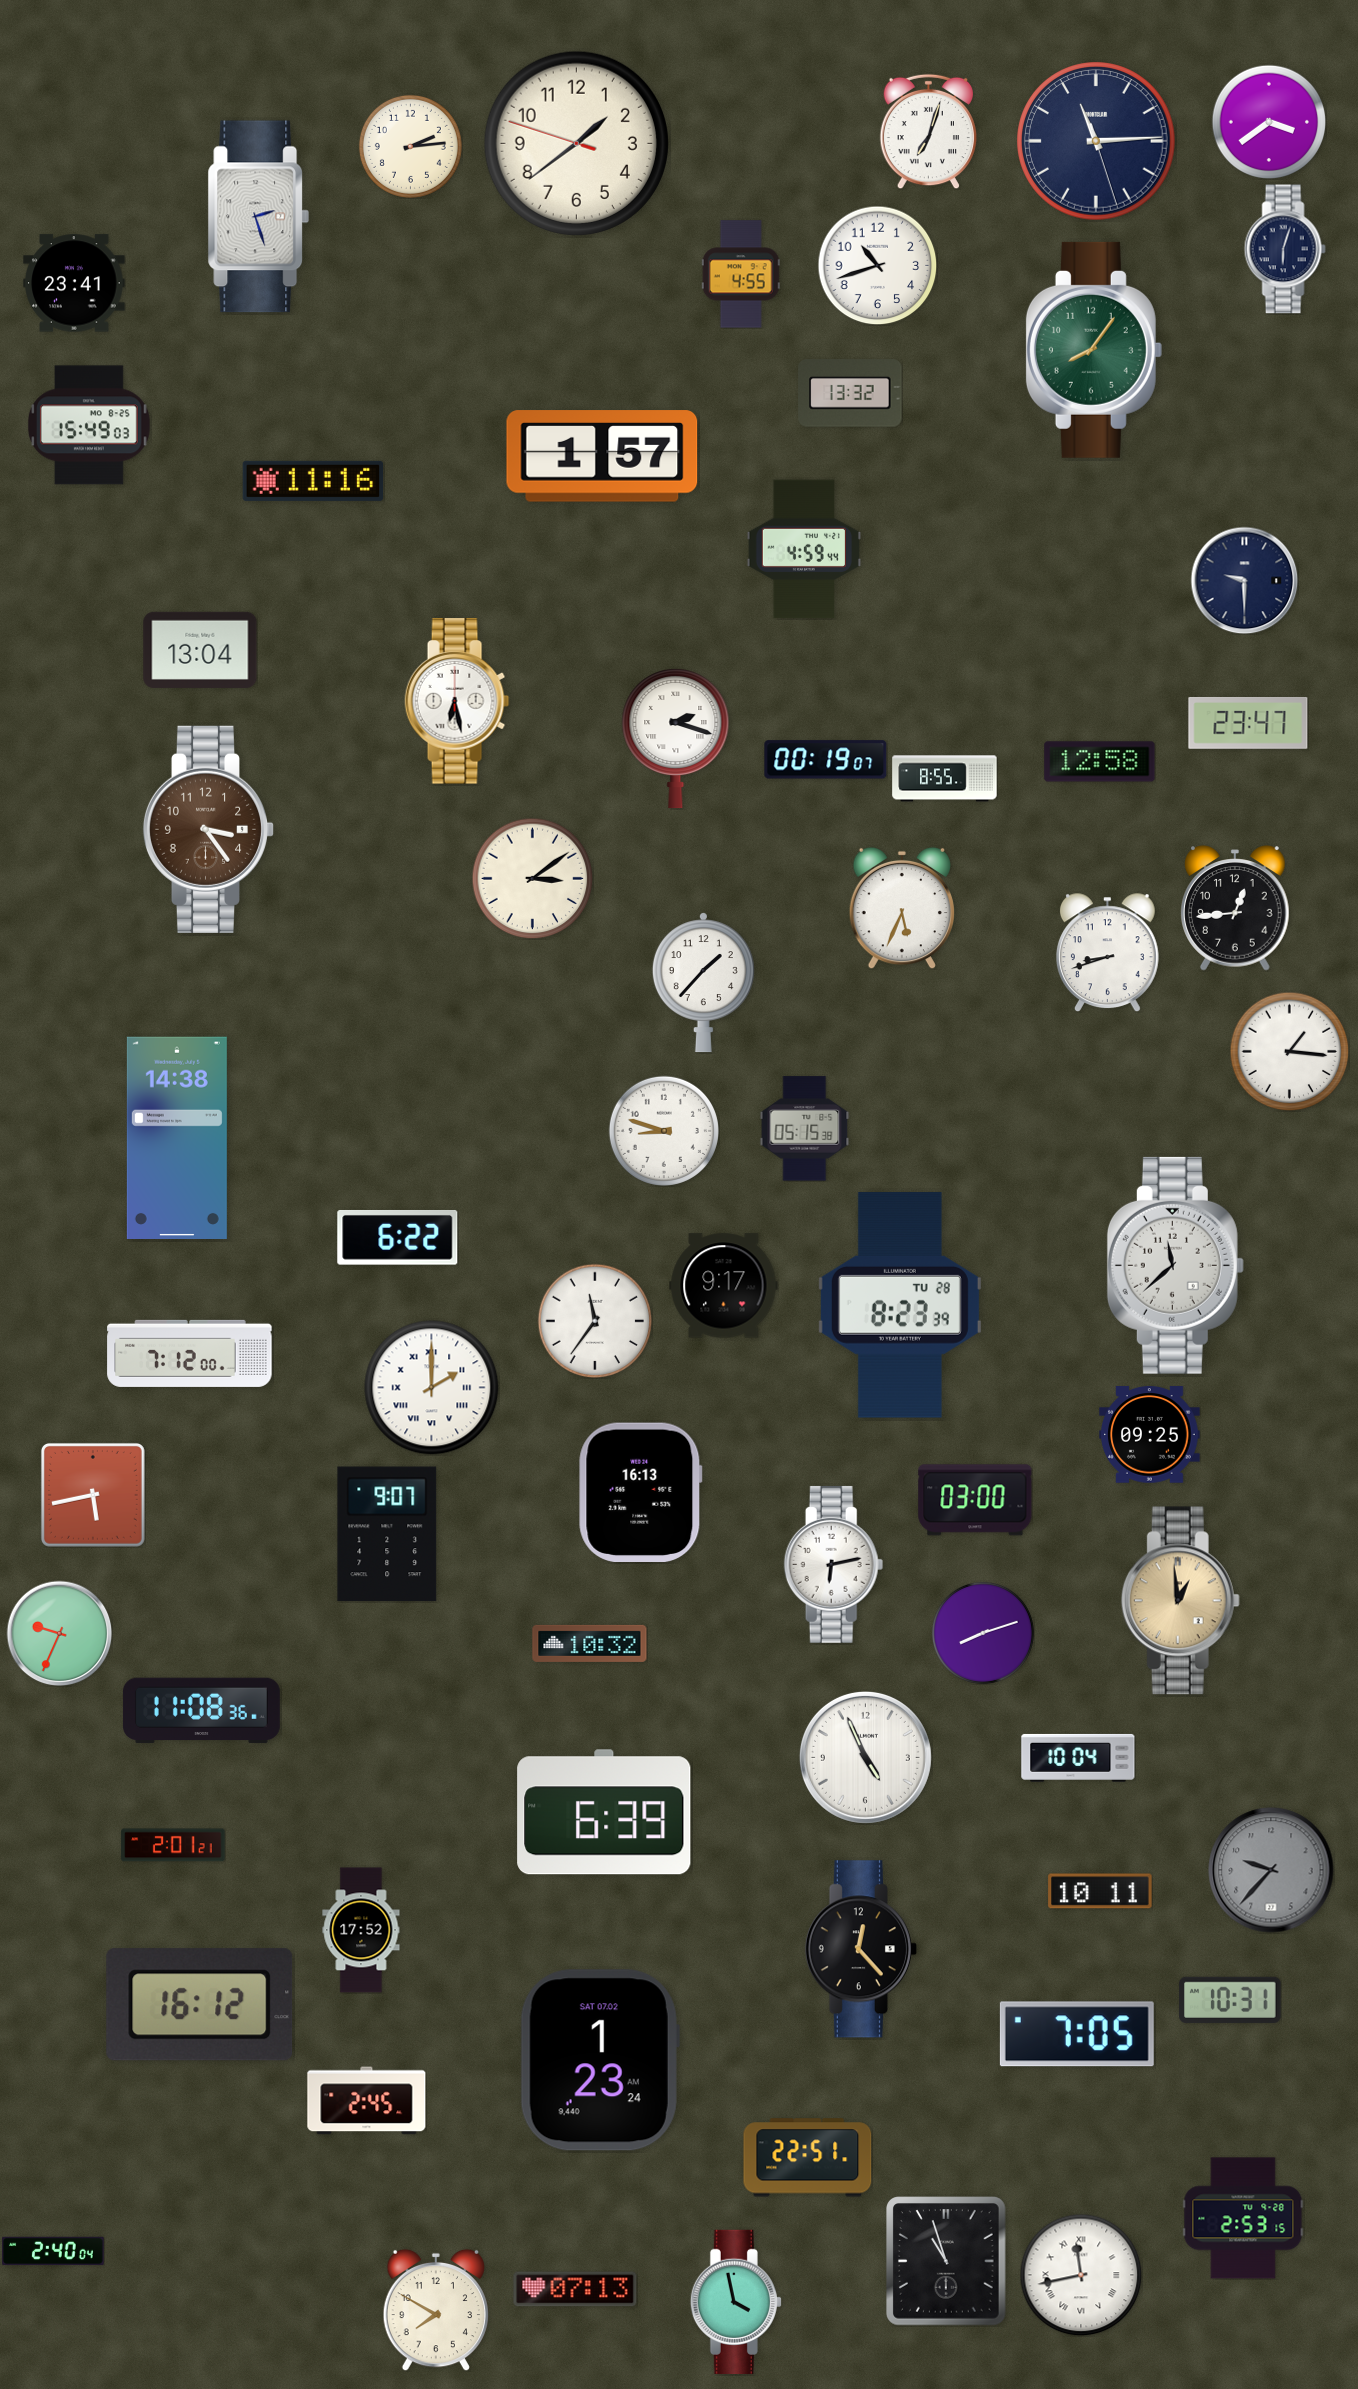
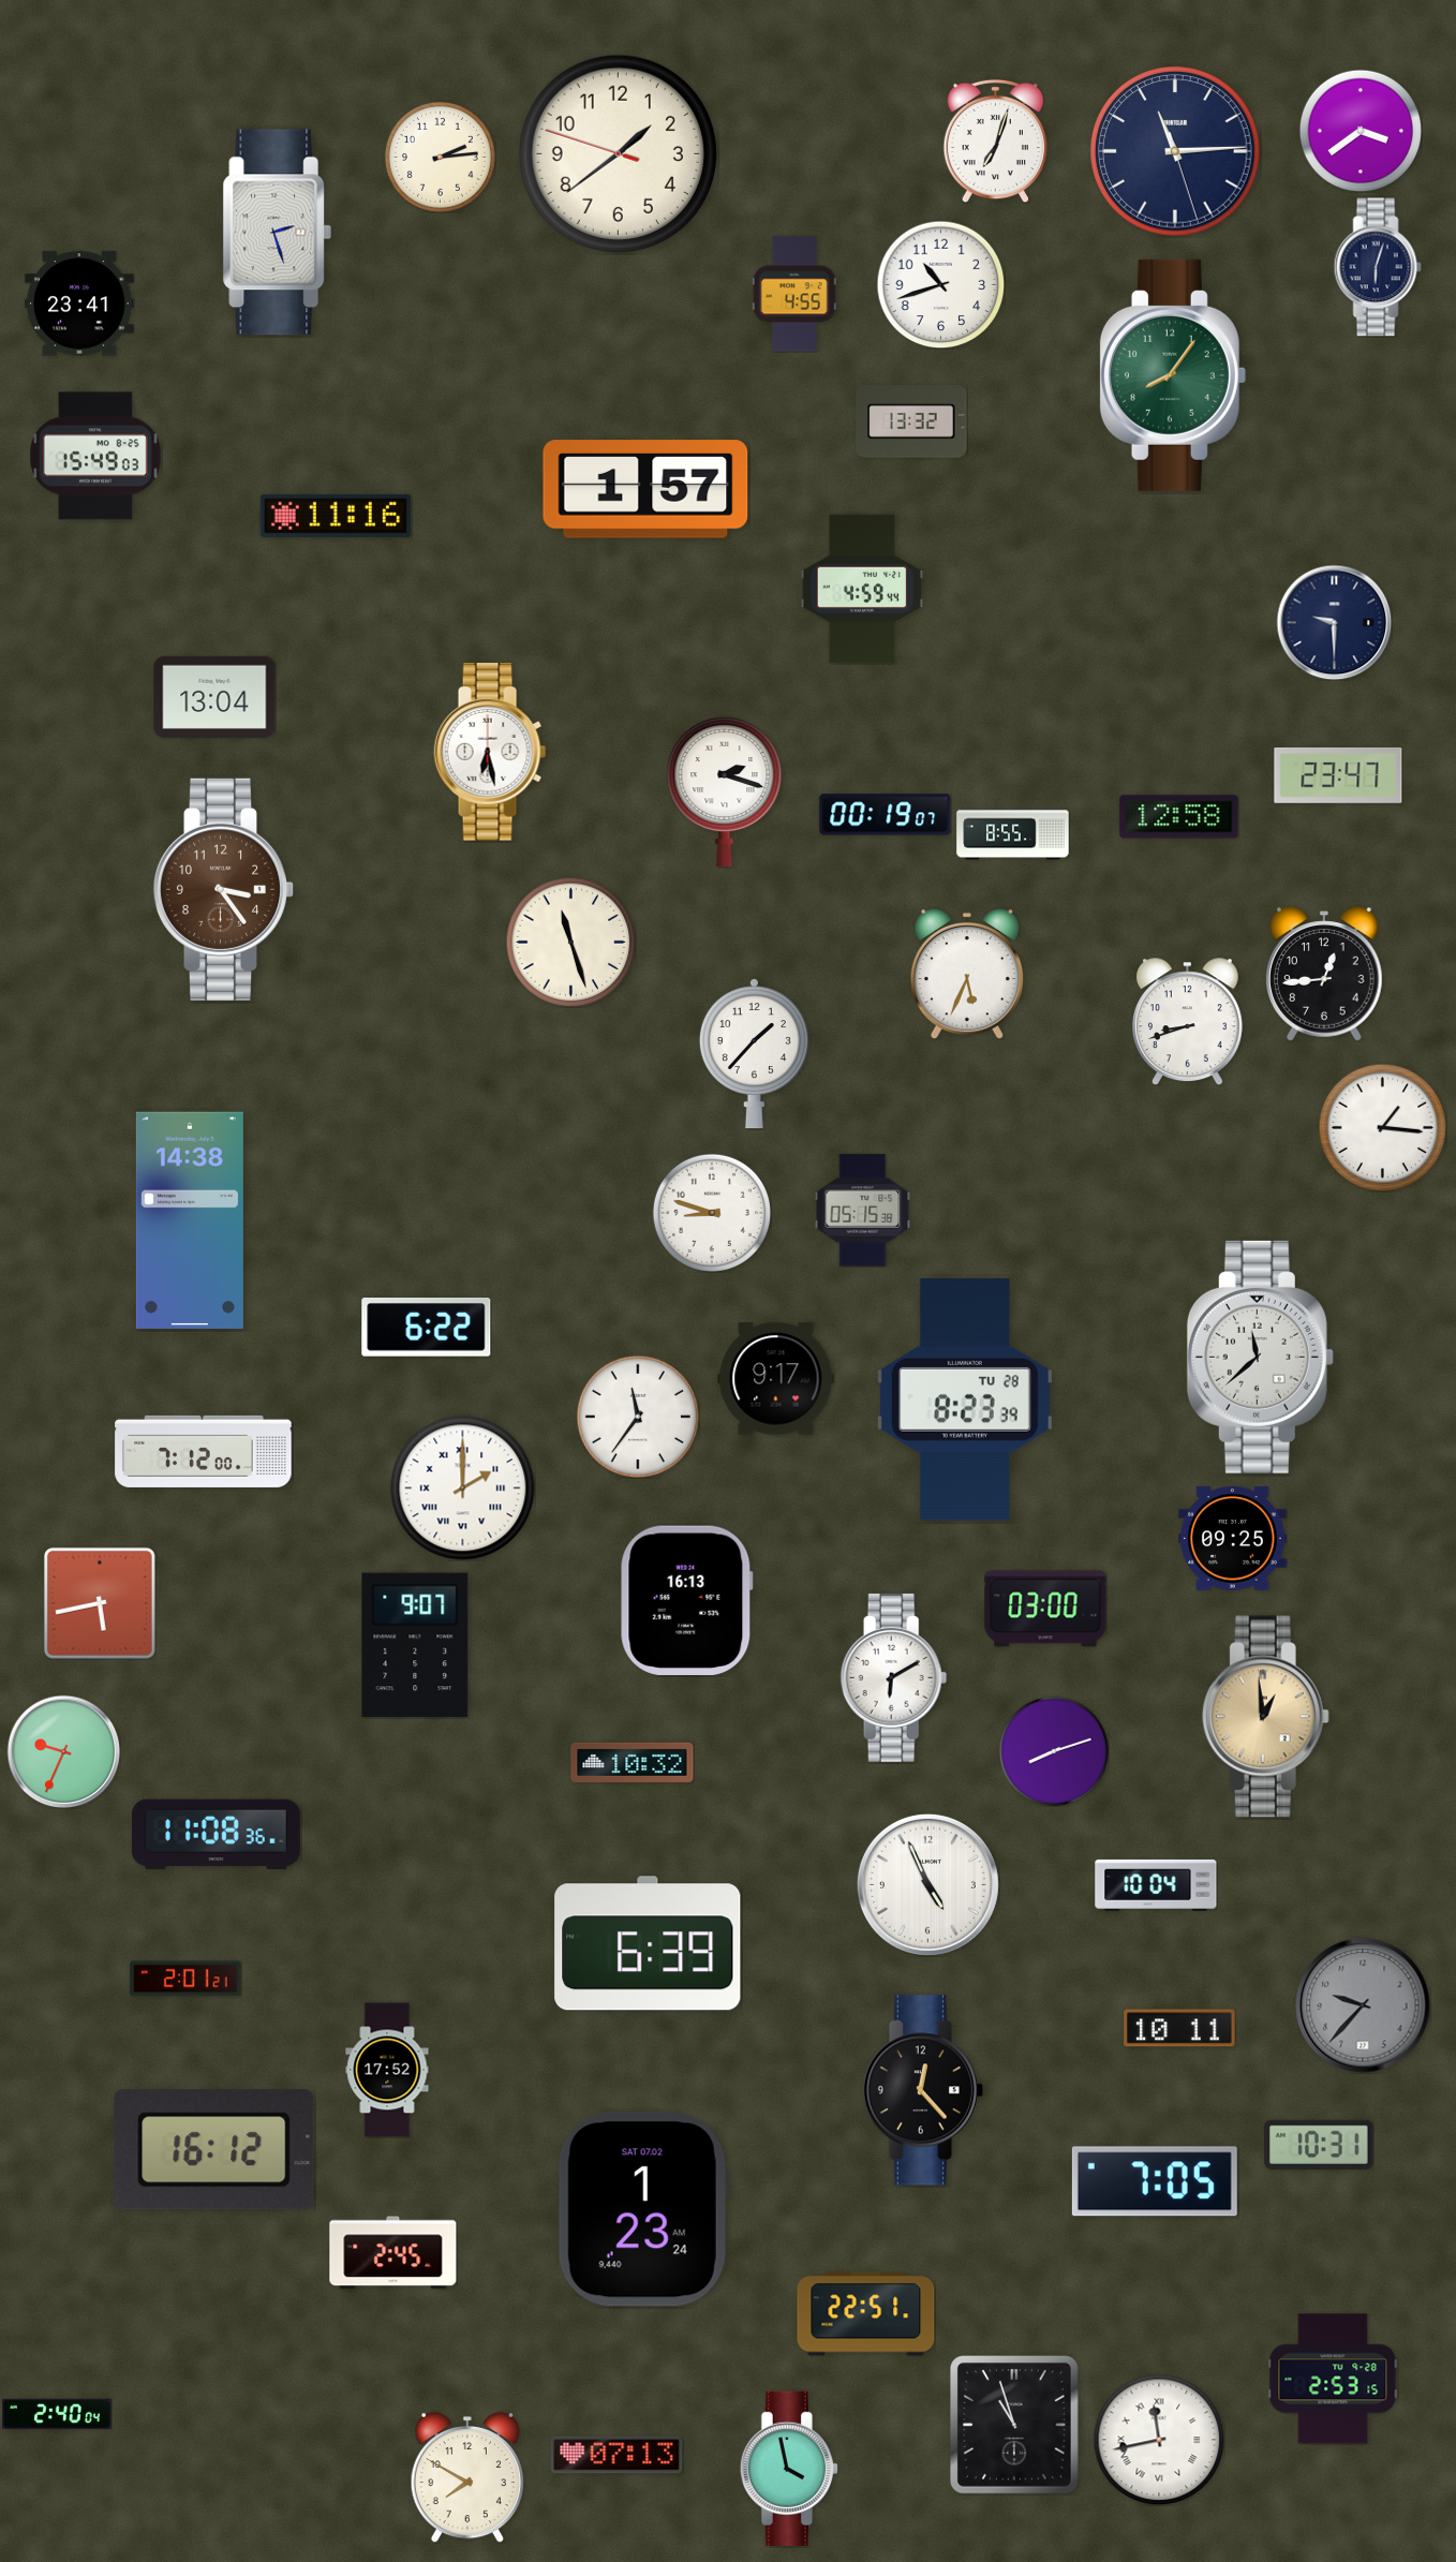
clock at (532, 878): 3:09 -> 11:27
clock at (834, 1564): 6:13 -> 6:10
